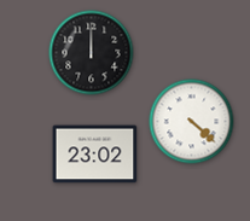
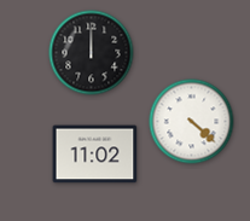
clock at (95, 155): 23:02 -> 11:02
